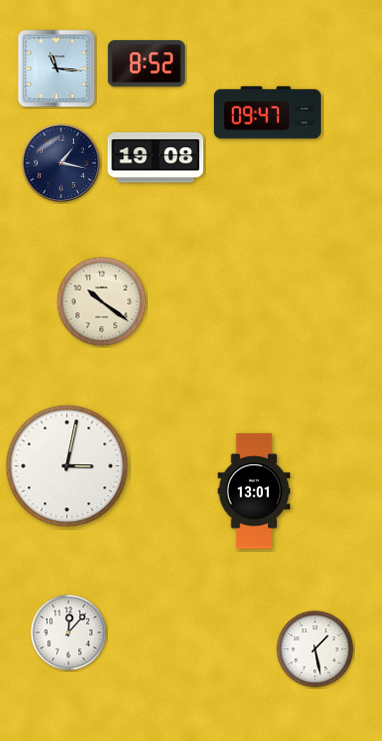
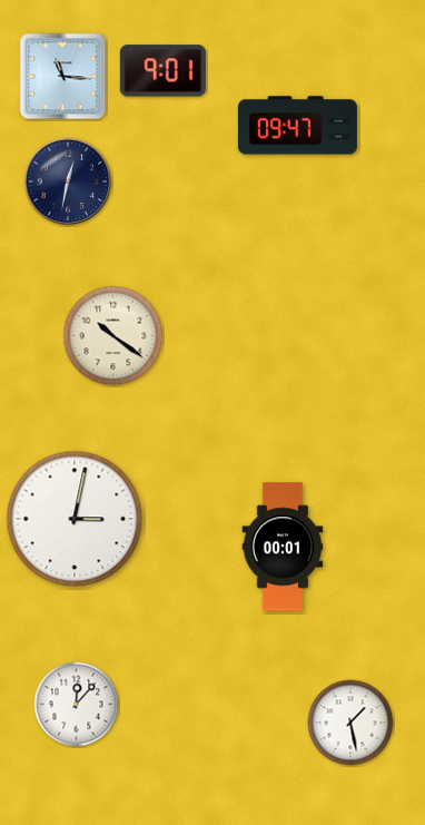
clock at (146, 64): 8:52 -> 9:01
clock at (156, 158): 19:08 -> none
clock at (61, 163): 1:17 -> 12:32
clock at (254, 491): 13:01 -> 00:01
